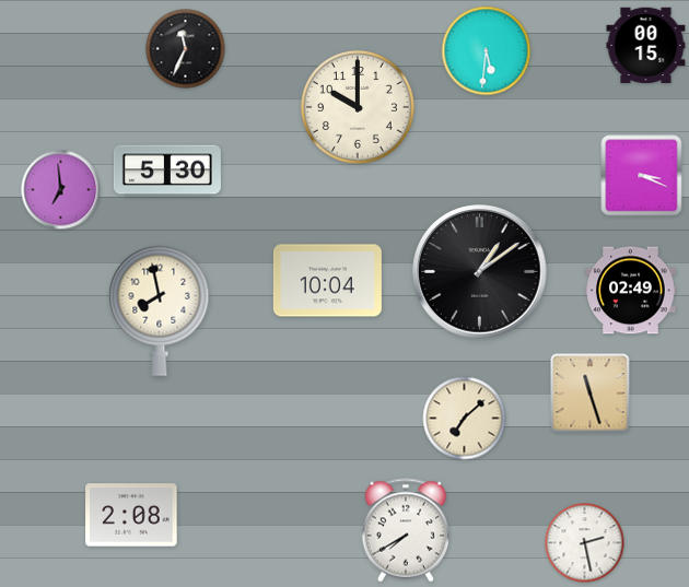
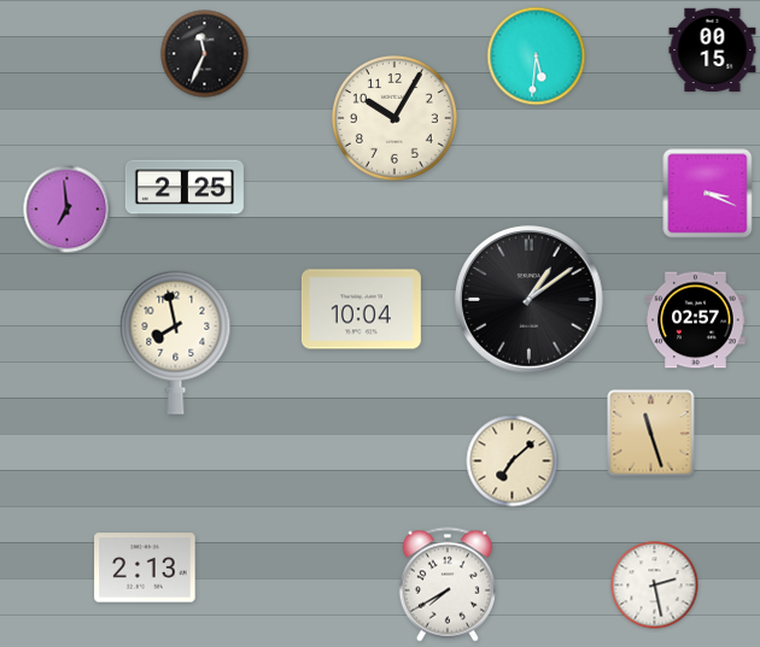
clock at (358, 107): 10:00 -> 10:05
clock at (167, 171): 5:30 -> 2:25
clock at (631, 291): 02:49 -> 02:57
clock at (131, 515): 2:08 -> 2:13
clock at (585, 543) position: (585, 543) -> (655, 586)
